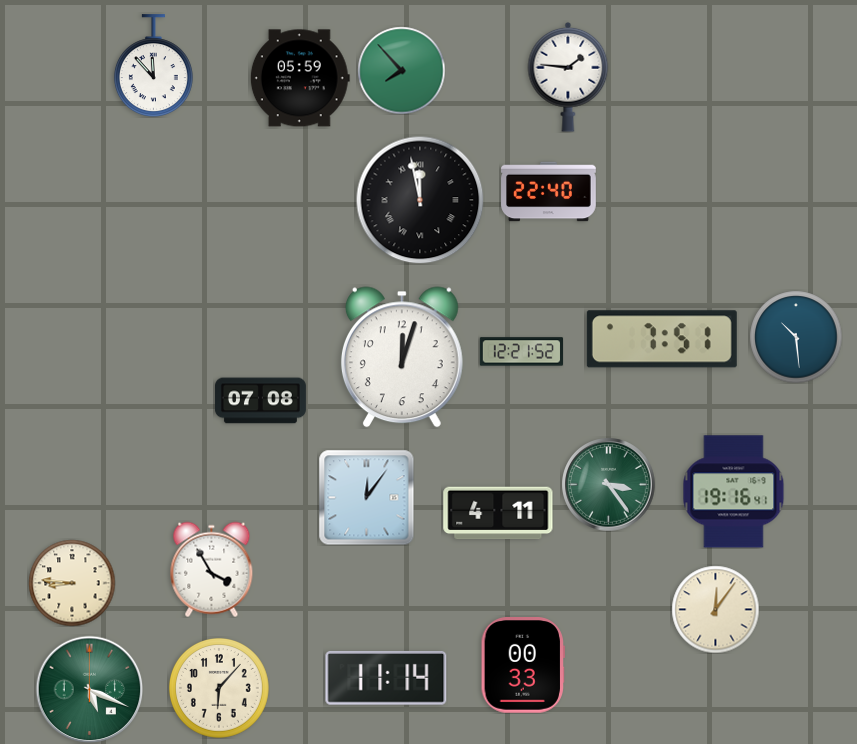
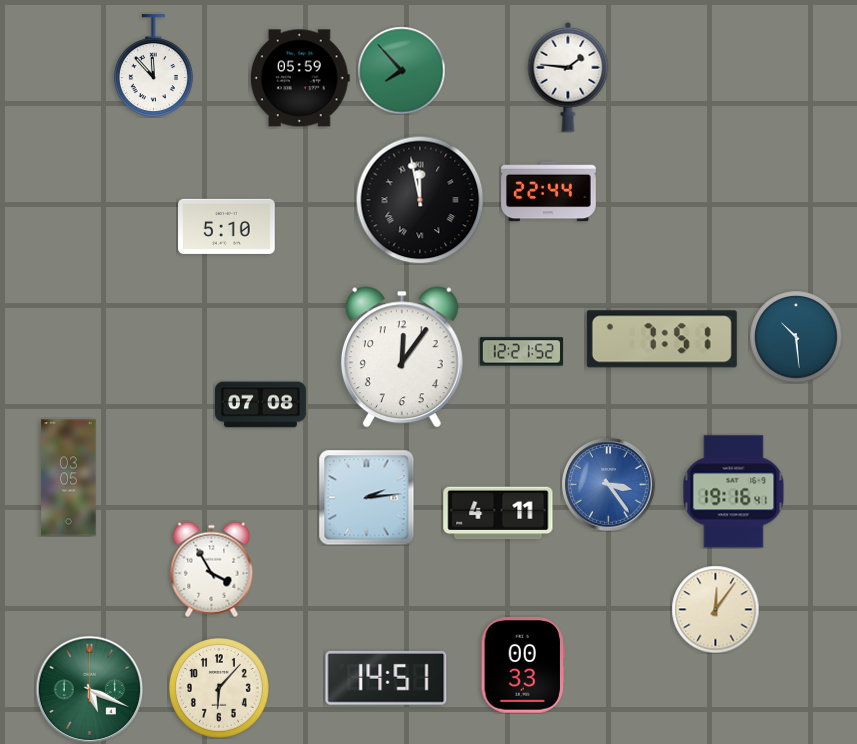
clock at (549, 192): 22:40 -> 22:44
clock at (227, 226): none -> 5:10
clock at (402, 357): 12:03 -> 12:06
clock at (260, 401) position: (260, 401) -> (260, 405)
clock at (69, 478): none -> 03:05
clock at (608, 484) dial: green -> blue
clock at (366, 497): 12:06 -> 2:14
clock at (72, 583): 8:46 -> none
clock at (386, 678): 11:14 -> 14:51
